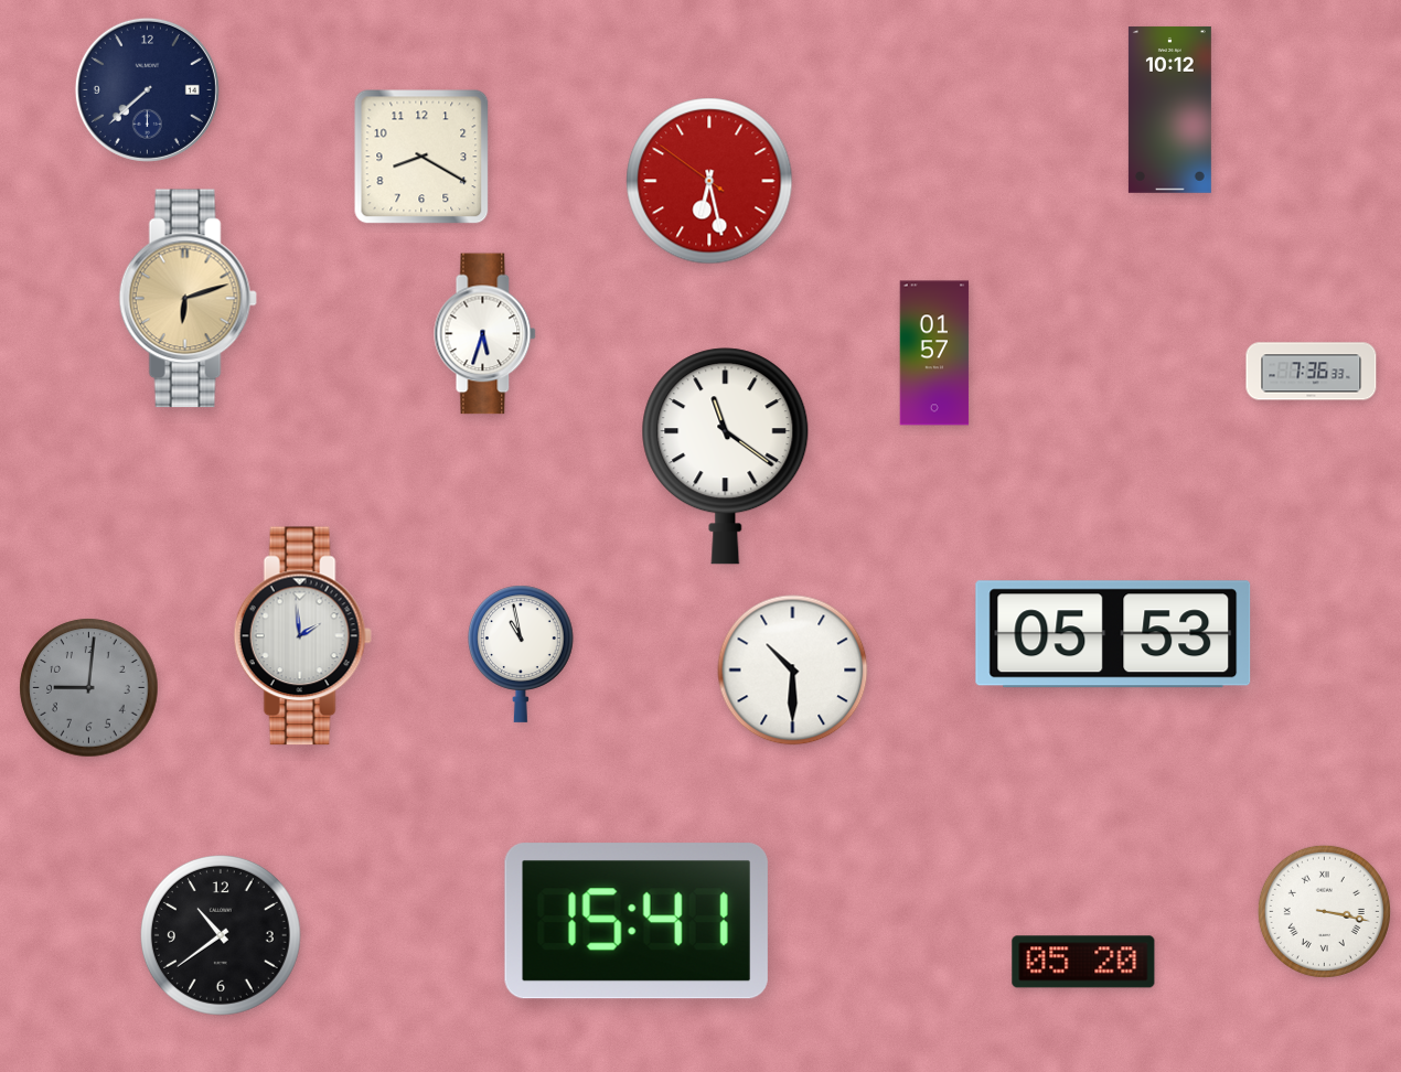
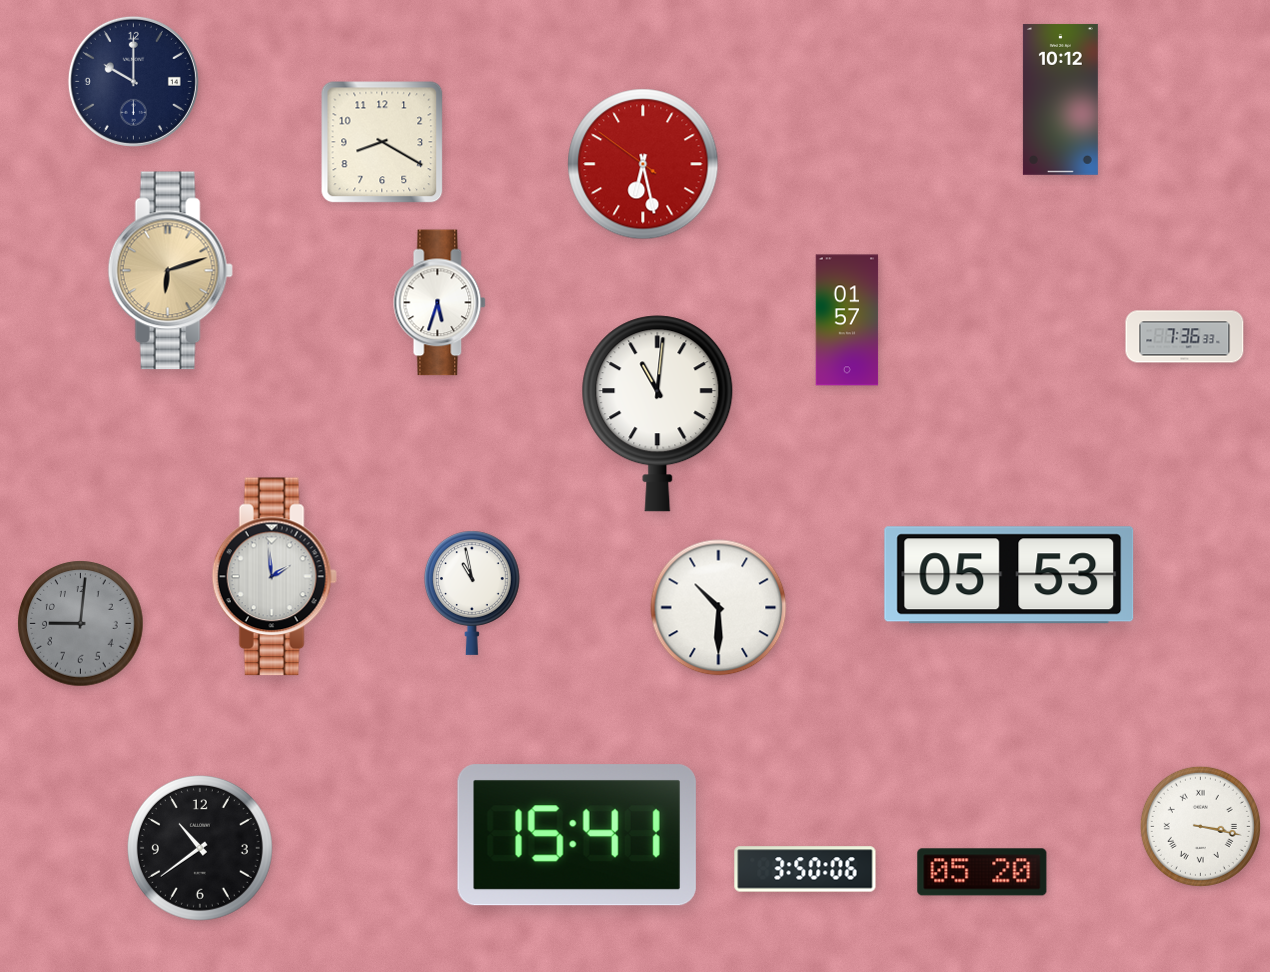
clock at (147, 89): 7:38 -> 10:00
clock at (1312, 372) position: (1312, 372) -> (1185, 337)
clock at (726, 457): 11:21 -> 11:01
clock at (805, 869): none -> 3:50
